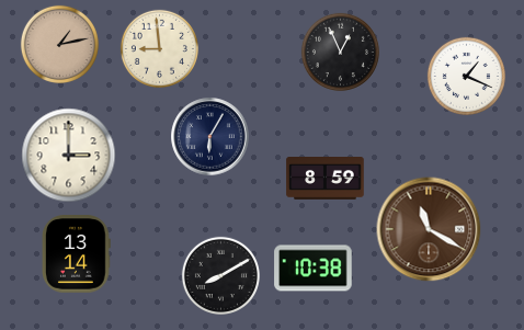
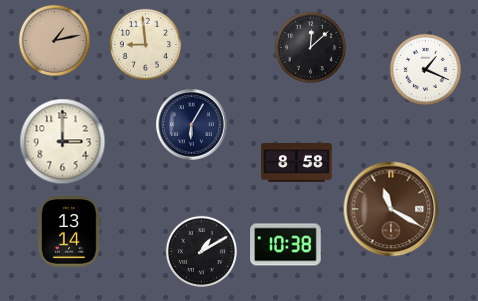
clock at (340, 52): 12:56 -> 12:08
clock at (326, 179): 8:59 -> 8:58
clock at (220, 275): 8:10 -> 1:10
